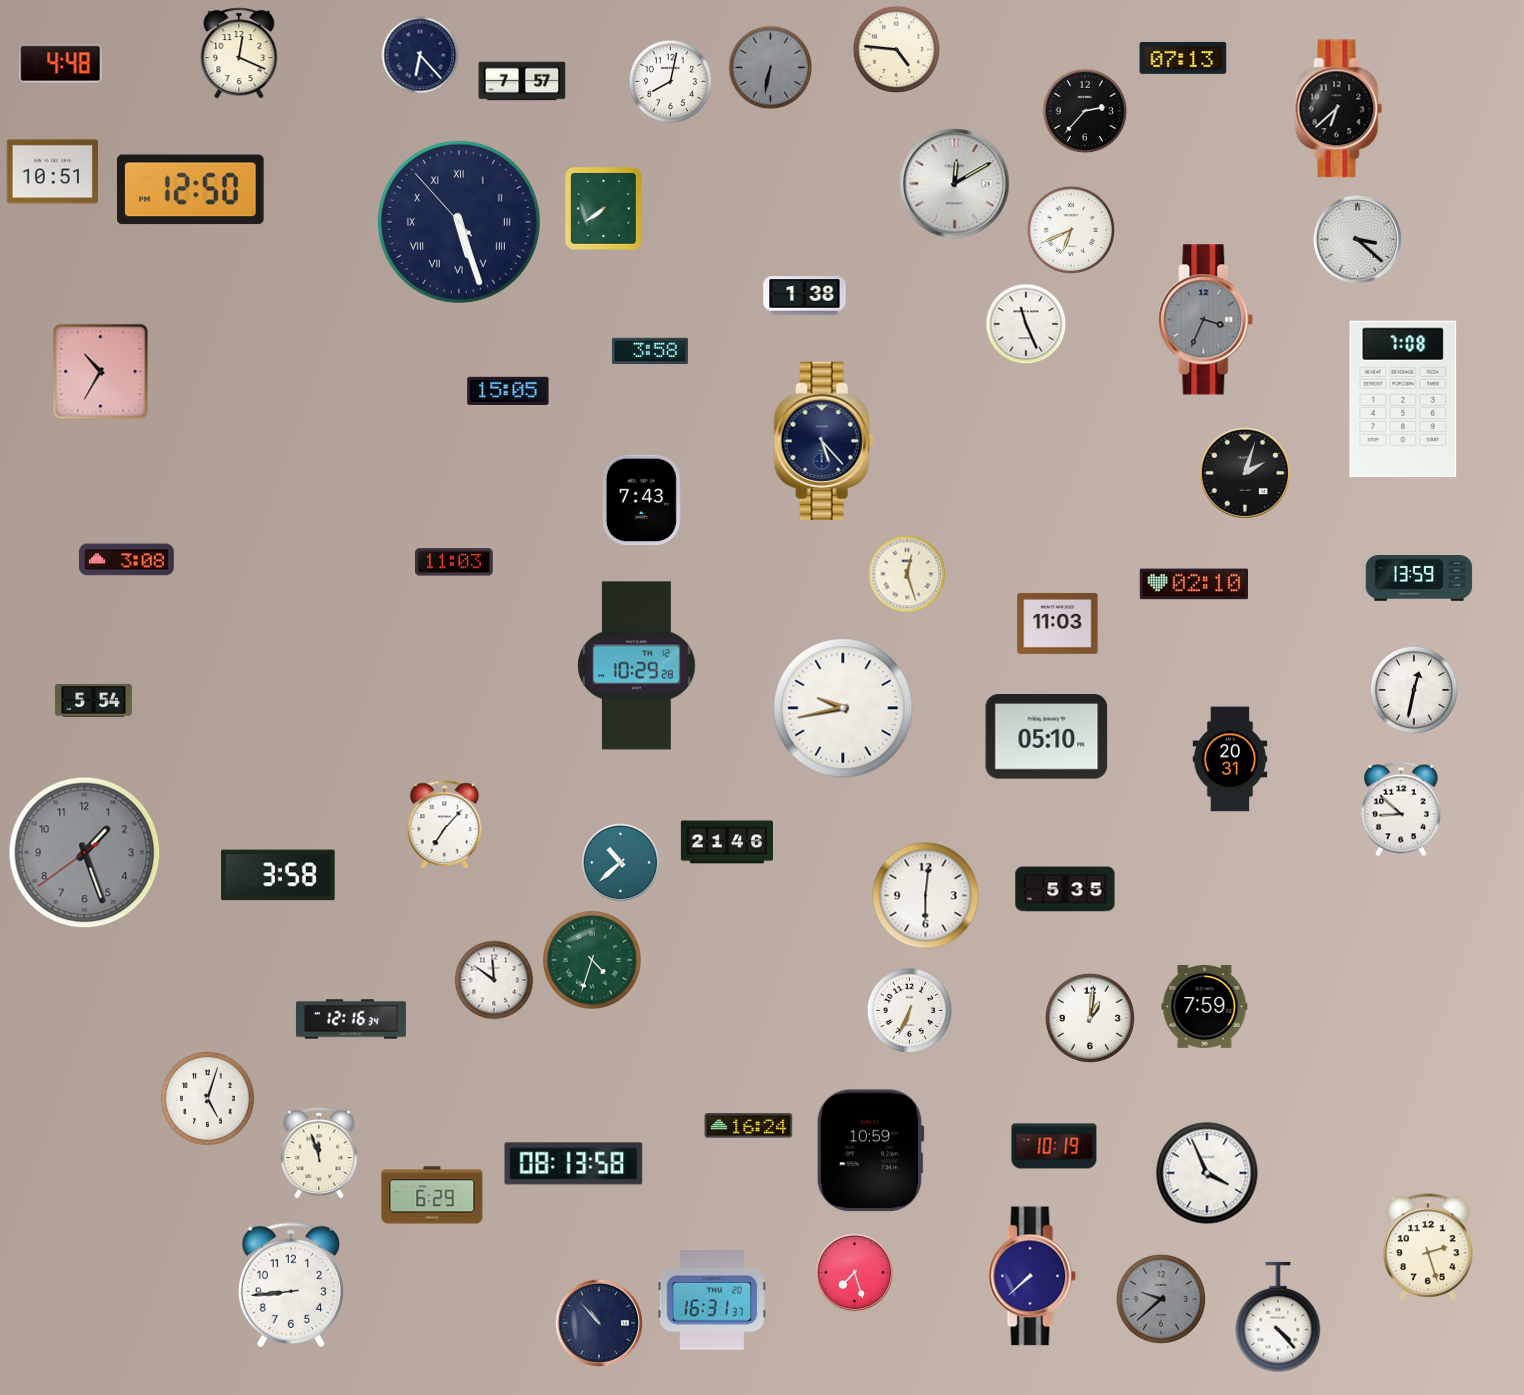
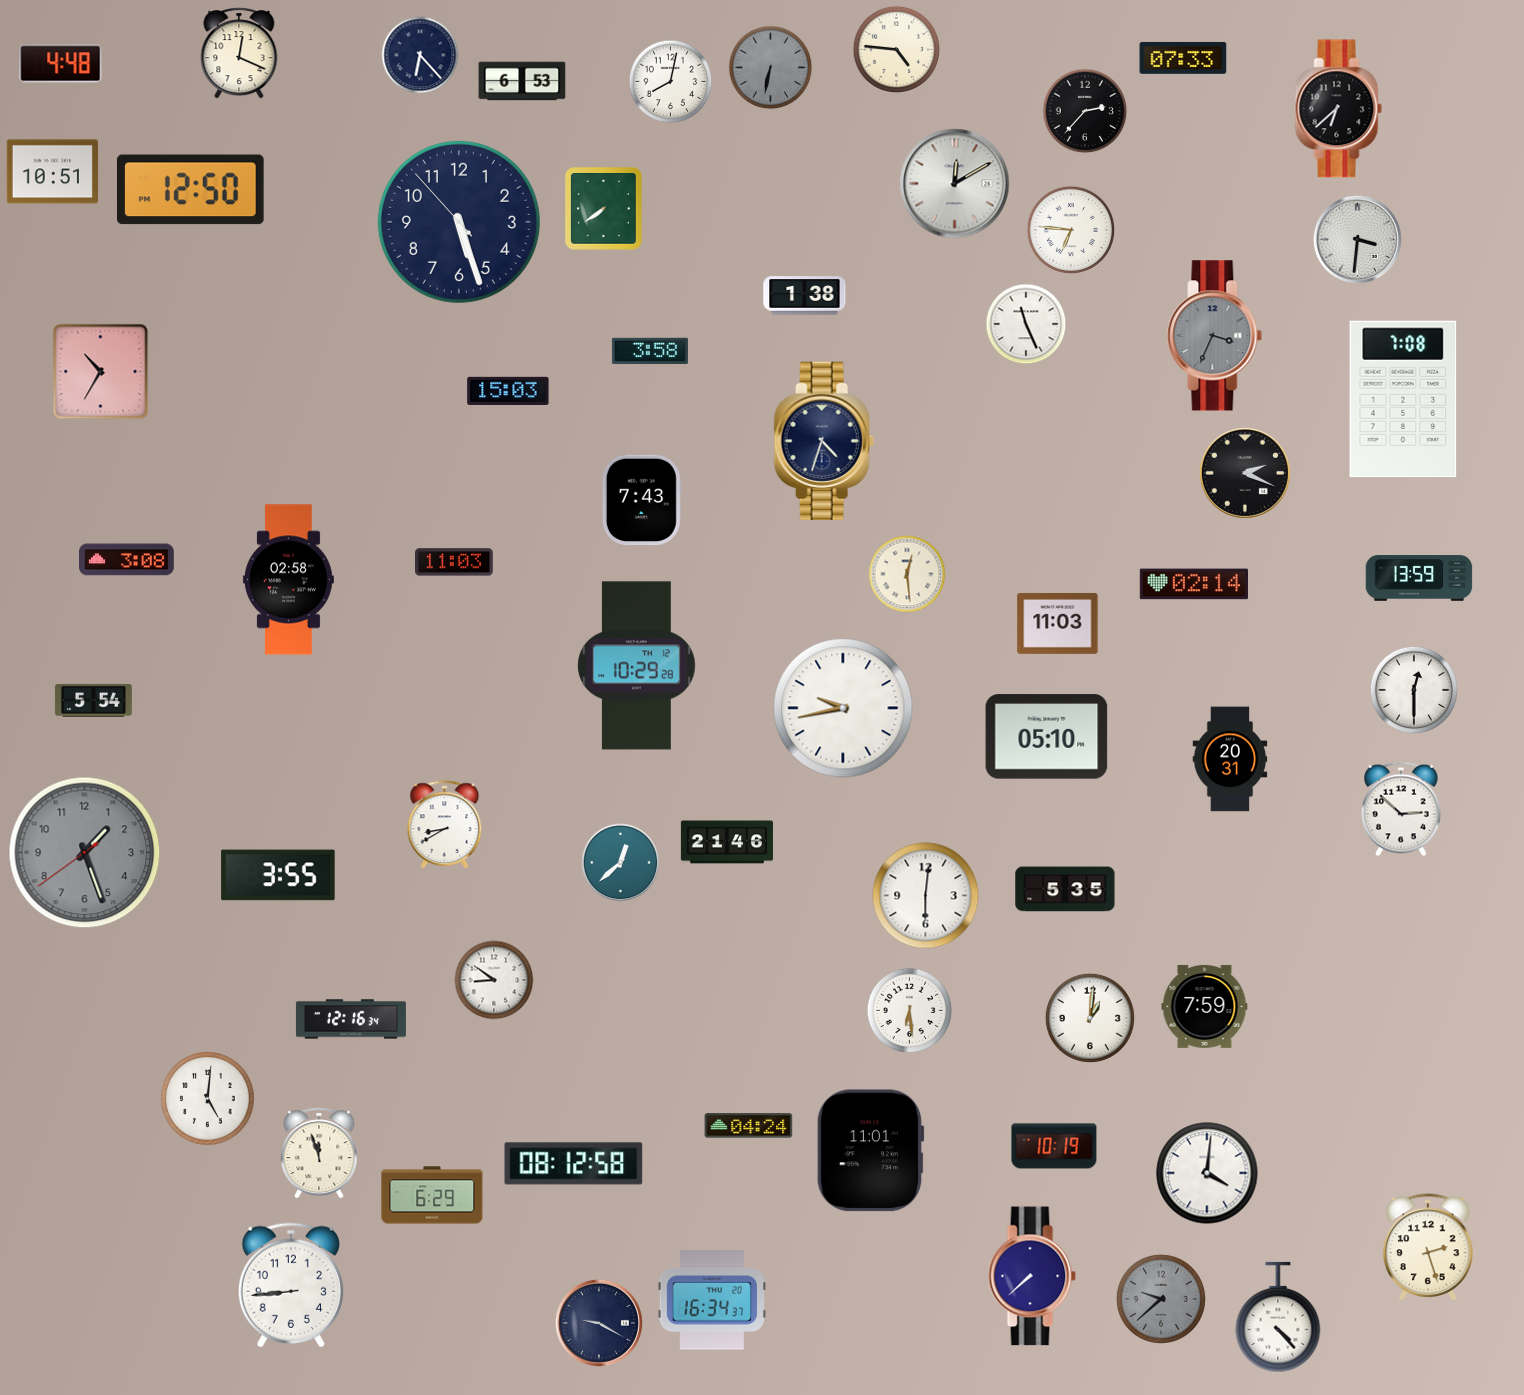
clock at (1183, 58): 07:13 -> 07:33
clock at (522, 81): 7:57 -> 6:53
clock at (459, 222) numerals: Roman -> Arabic
clock at (1071, 230): 6:41 -> 6:46
clock at (1357, 239): 3:22 -> 3:31
clock at (1206, 320) position: (1206, 320) -> (1215, 336)
clock at (508, 391): 15:05 -> 15:03
clock at (824, 441): 5:23 -> 4:33
clock at (1245, 473): 2:03 -> 2:19
clock at (907, 574): 12:27 -> 12:29
clock at (288, 580): none -> 02:58
clock at (1193, 584): 02:10 -> 02:14
clock at (1414, 690): 12:32 -> 12:30
clock at (1401, 809): 8:52 -> 2:52
clock at (445, 825): 7:07 -> 8:40
clock at (621, 863): 10:38 -> 12:38
clock at (278, 875): 3:58 -> 3:55
clock at (592, 960): 4:33 -> none
clock at (494, 980): 11:51 -> 8:51
clock at (910, 1011): 6:34 -> 6:29
clock at (208, 1099): 5:03 -> 5:01
clock at (749, 1126): 16:24 -> 04:24
clock at (870, 1151): 10:59 -> 11:01
clock at (574, 1164): 08:13 -> 08:12
clock at (1207, 1173): 3:56 -> 4:01
clock at (855, 1273): 7:27 -> none
clock at (712, 1300): 16:31 -> 16:34
clock at (599, 1323): 10:53 -> 9:20
